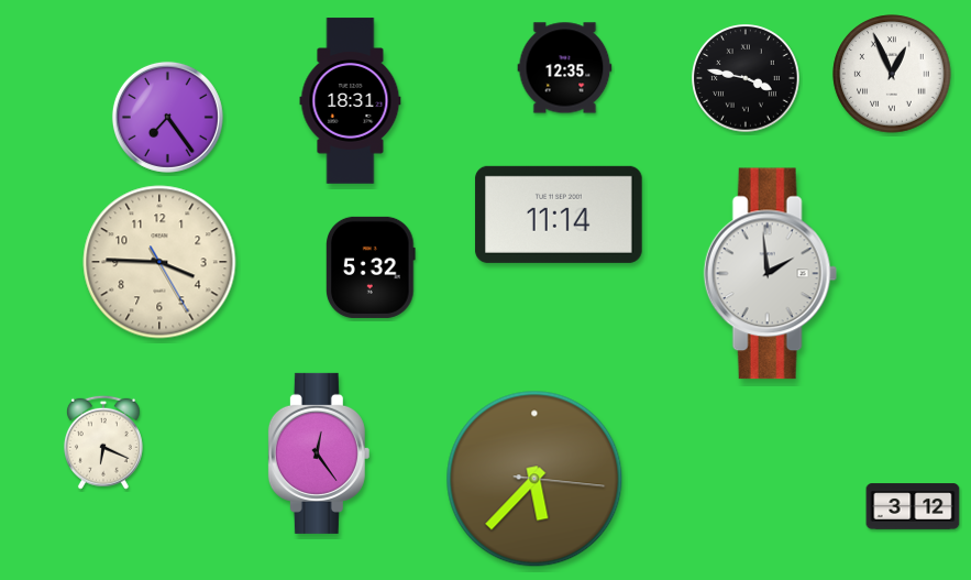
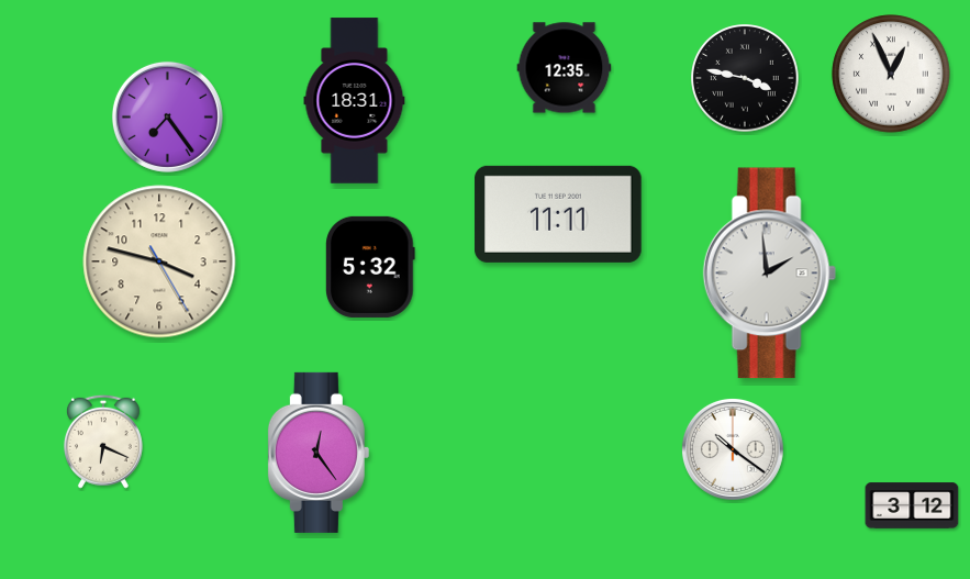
clock at (351, 101) position: (351, 101) -> (355, 101)
clock at (559, 215): 11:14 -> 11:11
clock at (159, 262): 3:45 -> 3:47
clock at (733, 449): none -> 10:21
clock at (534, 479): 5:37 -> none
